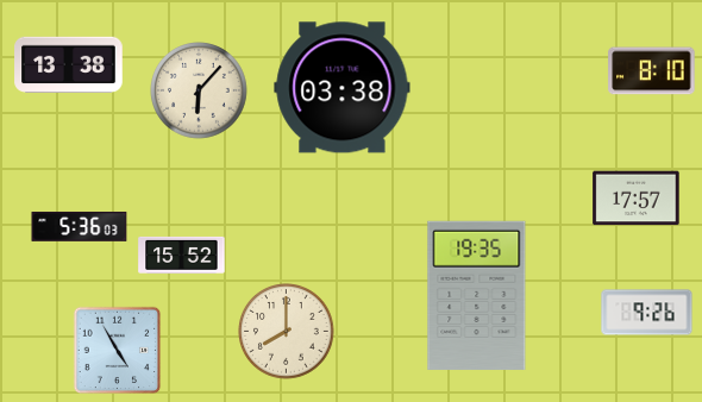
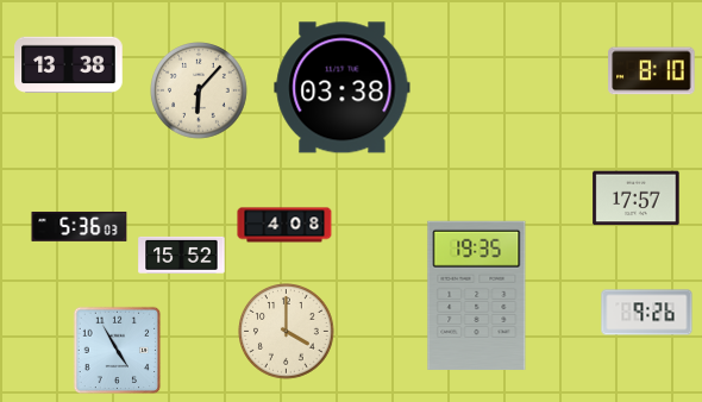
clock at (284, 225): none -> 4:08
clock at (287, 332): 8:00 -> 4:00
